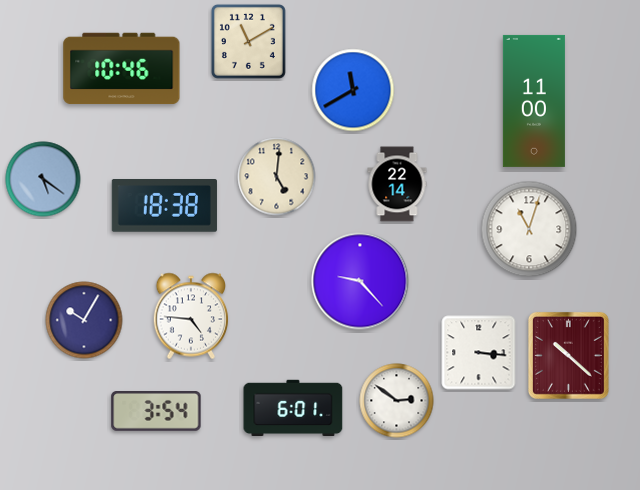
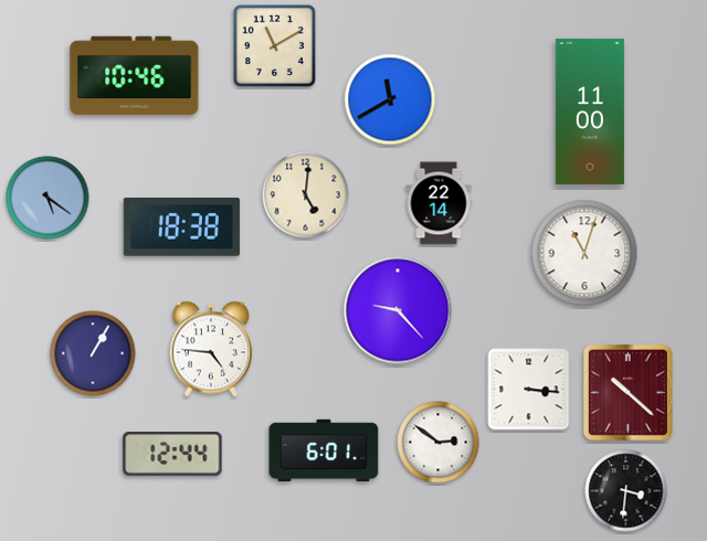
clock at (84, 320): 10:05 -> 1:05
clock at (156, 412): 3:54 -> 12:44
clock at (626, 491): none -> 3:31
